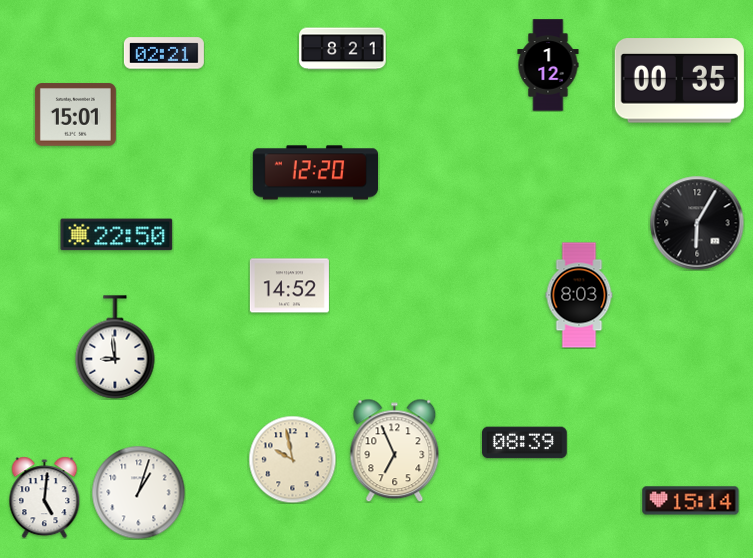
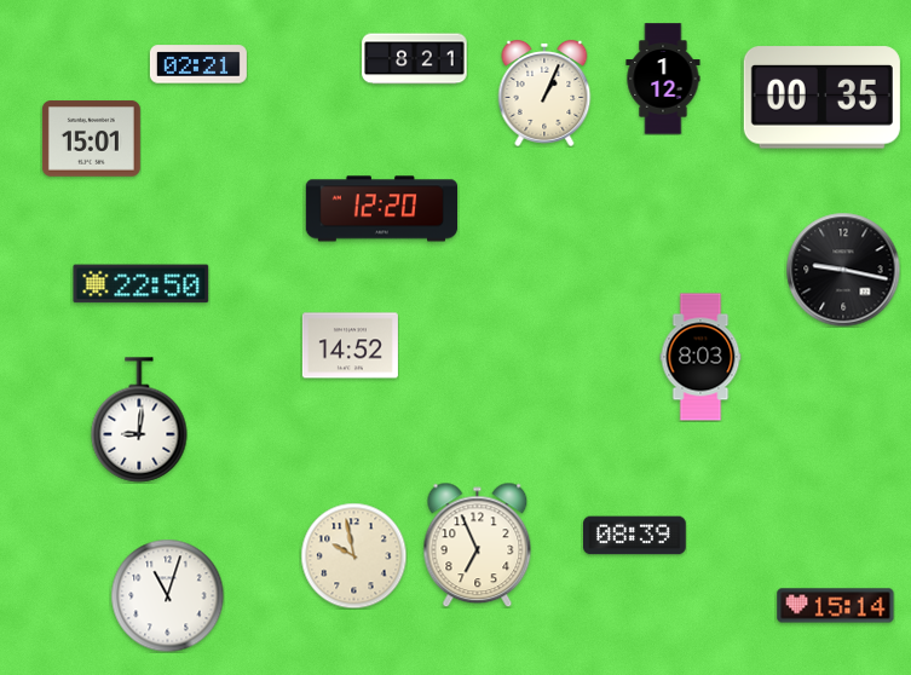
clock at (544, 94): none -> 1:04
clock at (697, 223): 6:05 -> 9:17
clock at (115, 347): 8:59 -> 9:01
clock at (138, 492): 1:03 -> 11:03
clock at (45, 497): 5:01 -> none
